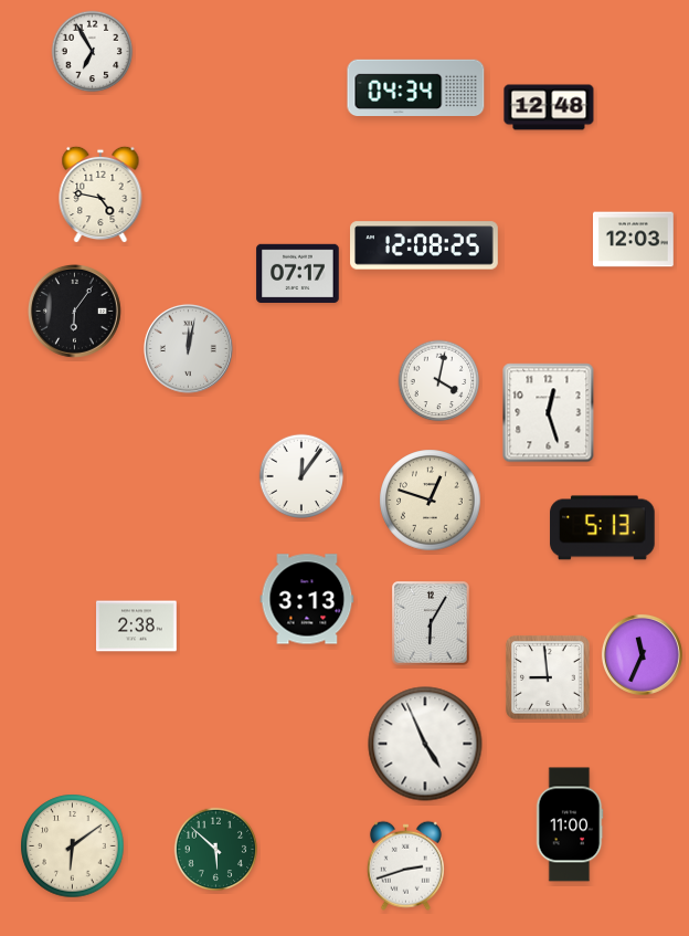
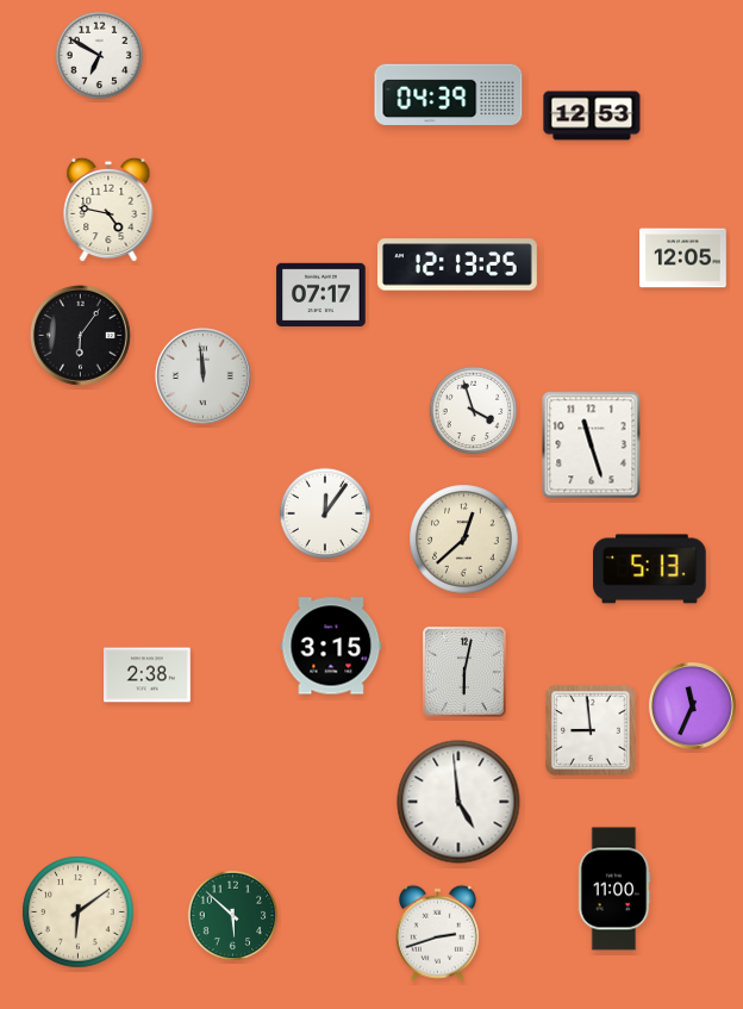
clock at (93, 52): 6:55 -> 6:50
clock at (416, 88): 04:34 -> 04:39
clock at (549, 107): 12:48 -> 12:53
clock at (634, 240): 12:03 -> 12:05
clock at (425, 245): 12:08 -> 12:13
clock at (188, 348): 12:02 -> 11:59
clock at (439, 381): 4:02 -> 3:57
clock at (549, 413): 12:27 -> 11:27
clock at (431, 501): 12:48 -> 12:38
clock at (307, 599): 3:13 -> 3:15
clock at (432, 624): 6:05 -> 6:02
clock at (425, 744): 4:56 -> 4:59
